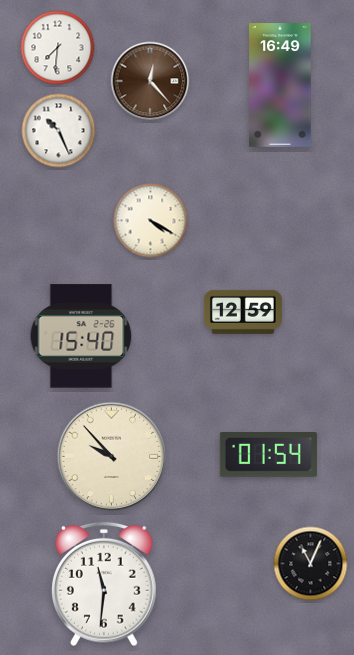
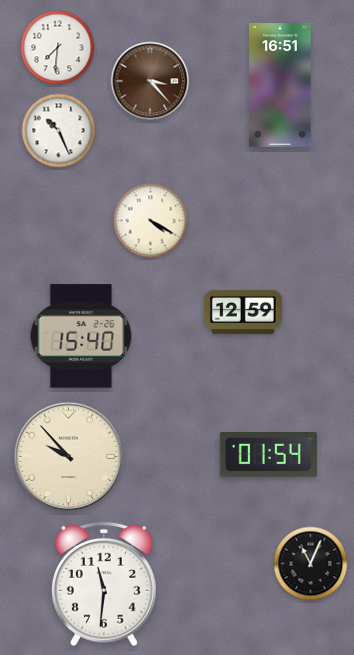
clock at (150, 81): 12:23 -> 3:23
clock at (280, 85): 16:49 -> 16:51
clock at (112, 457) position: (112, 457) -> (69, 457)
